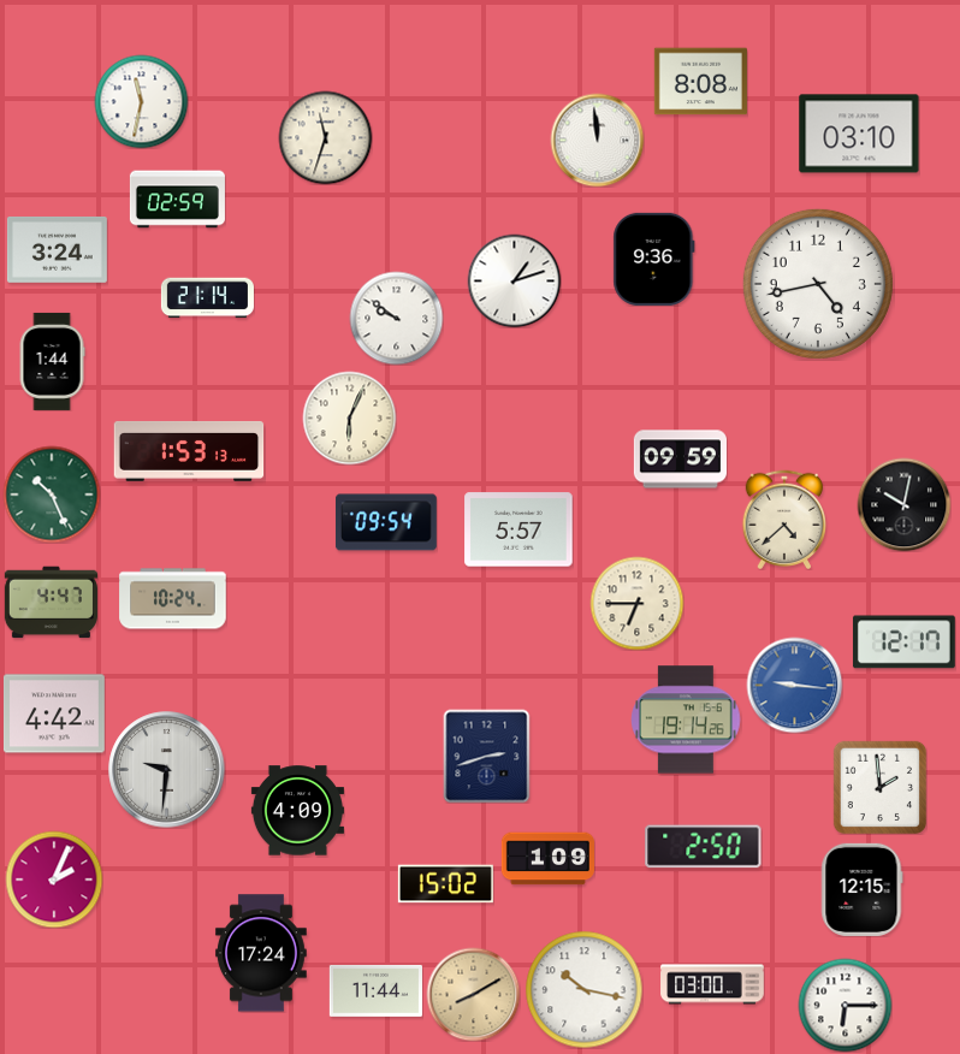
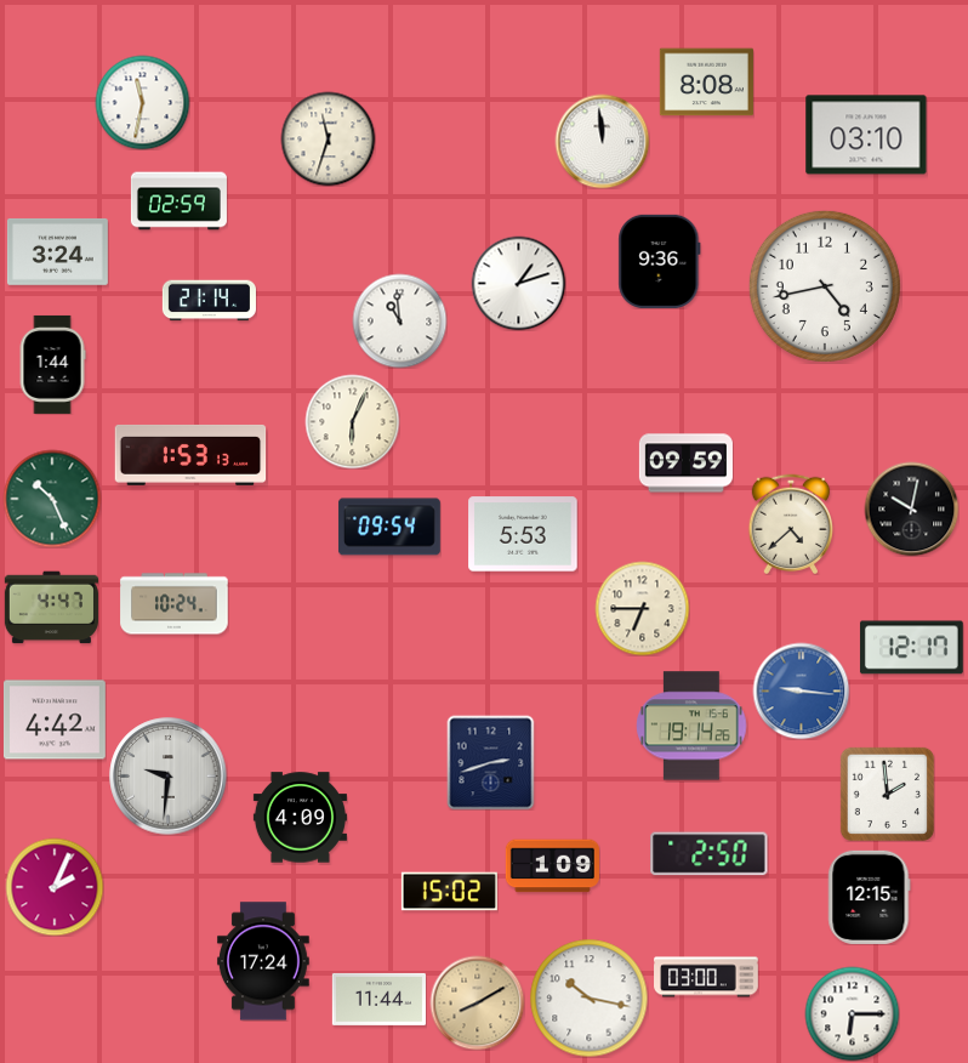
clock at (396, 318): 9:51 -> 10:59
clock at (518, 529): 5:57 -> 5:53
clock at (712, 984) position: (712, 984) -> (706, 977)
